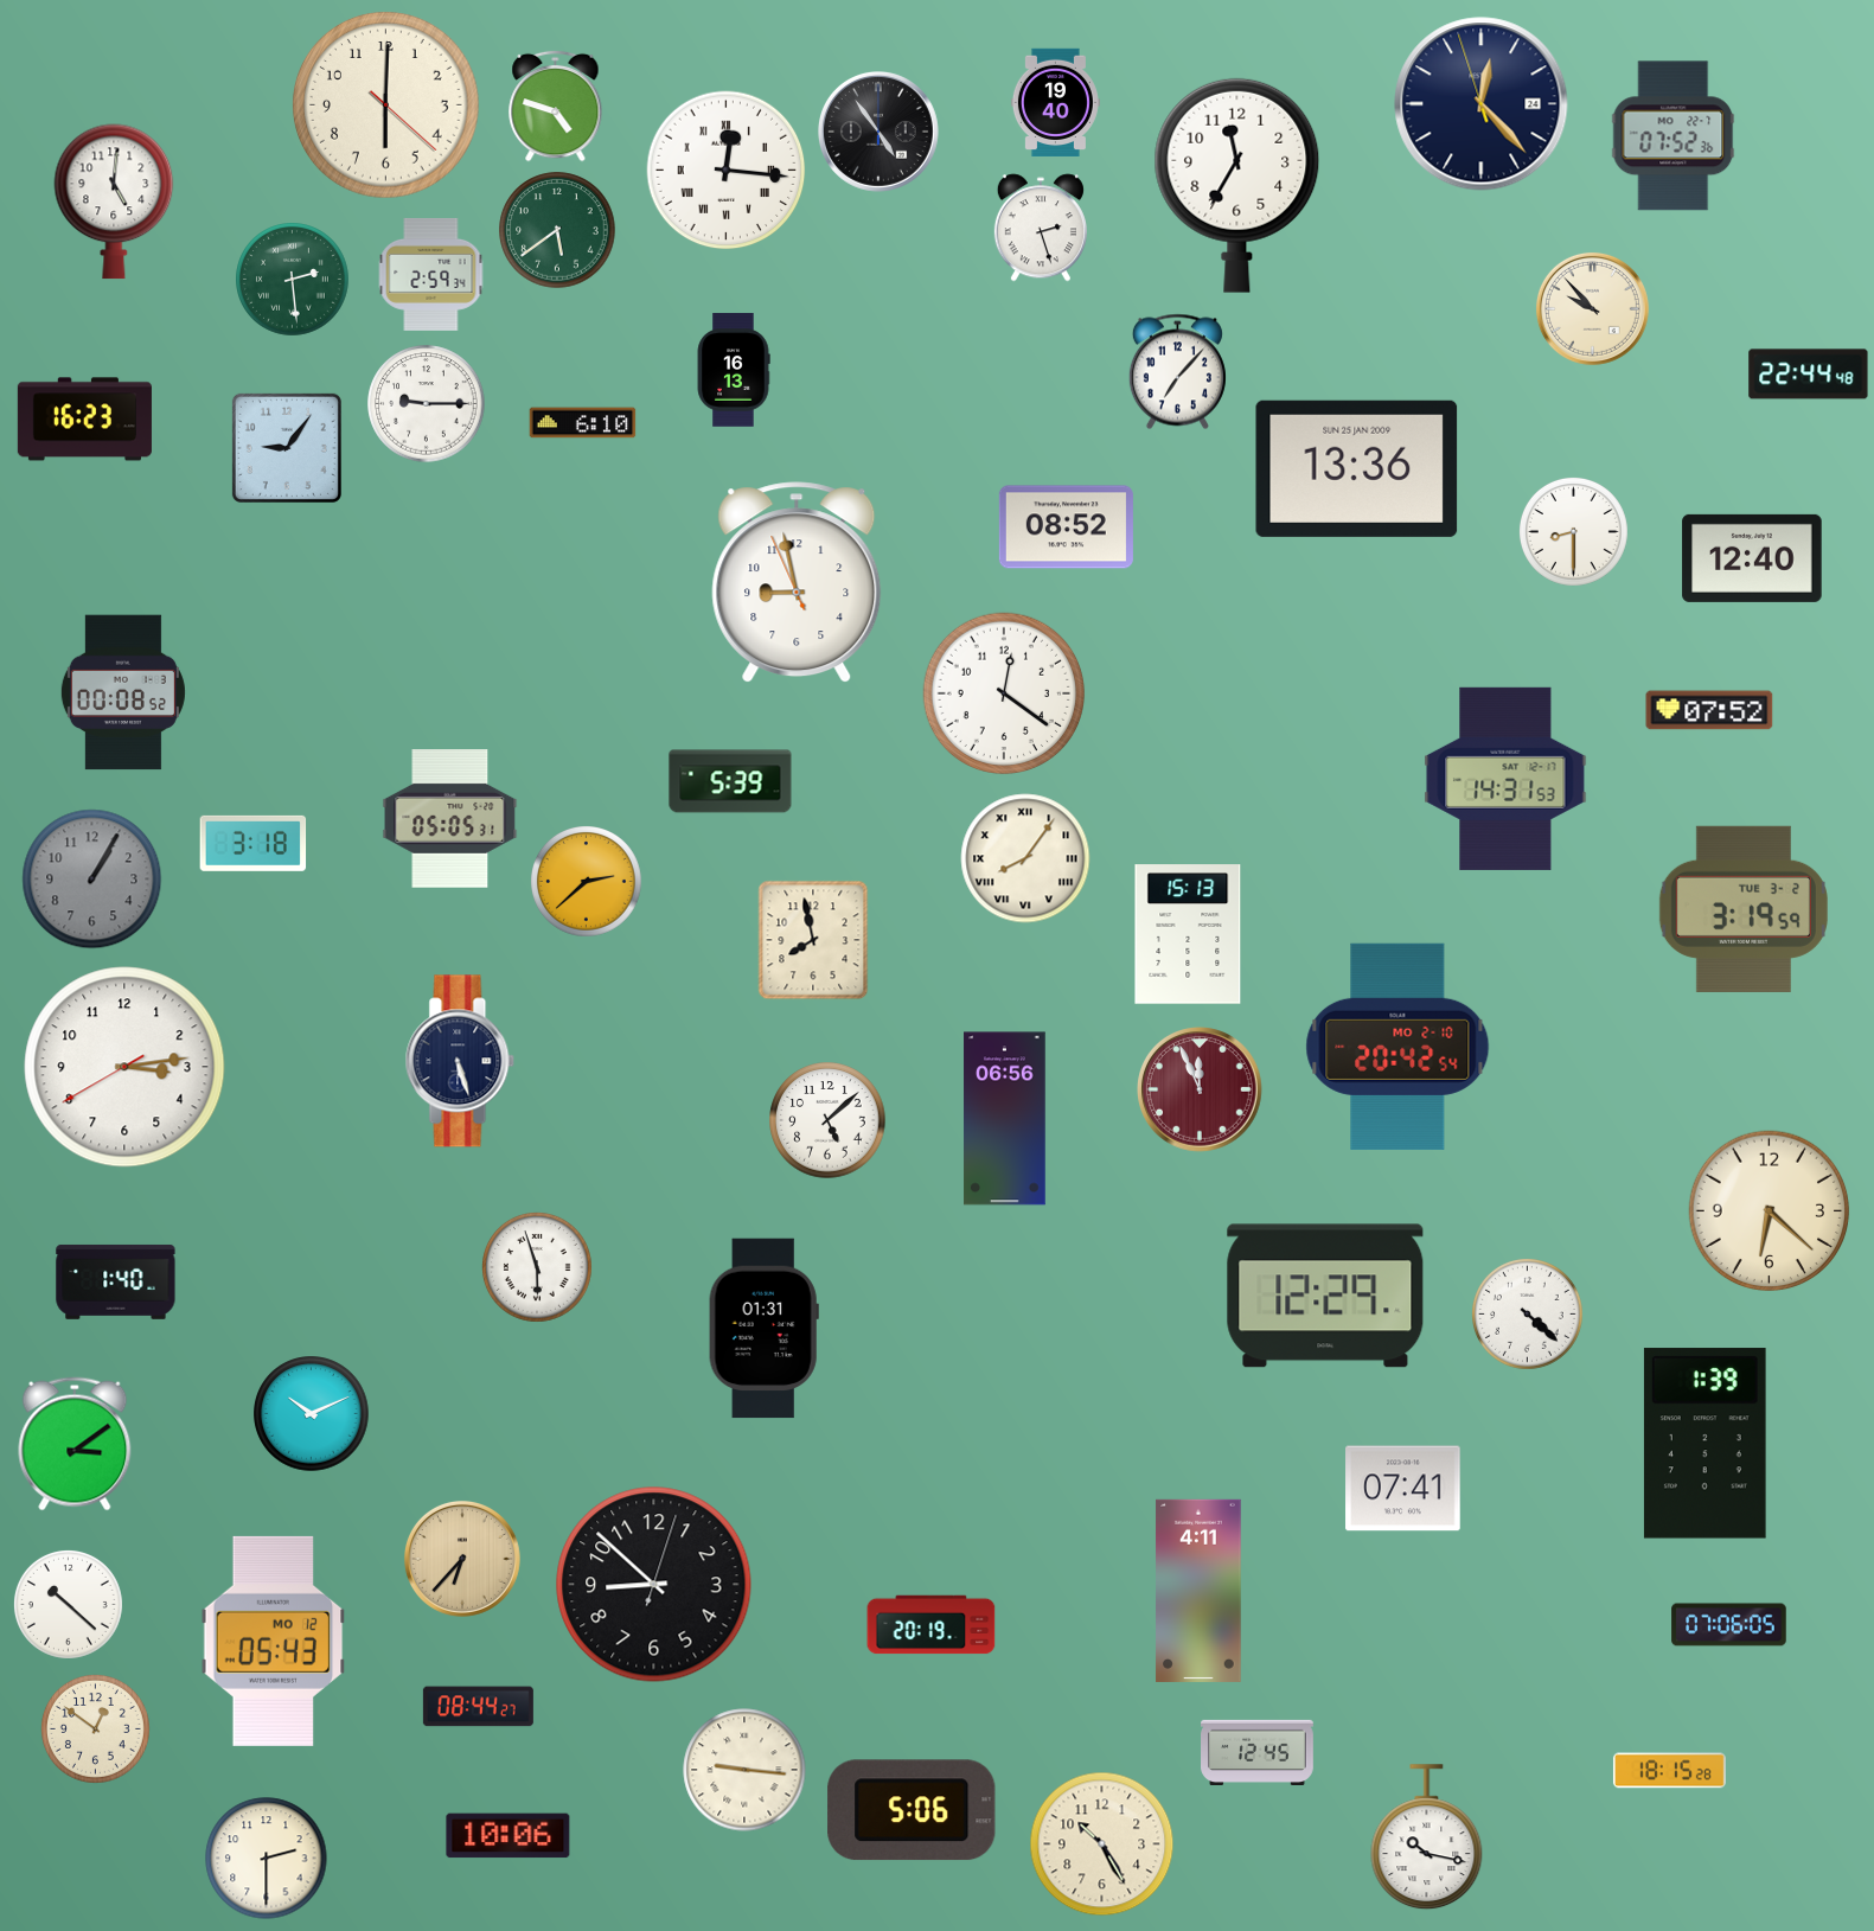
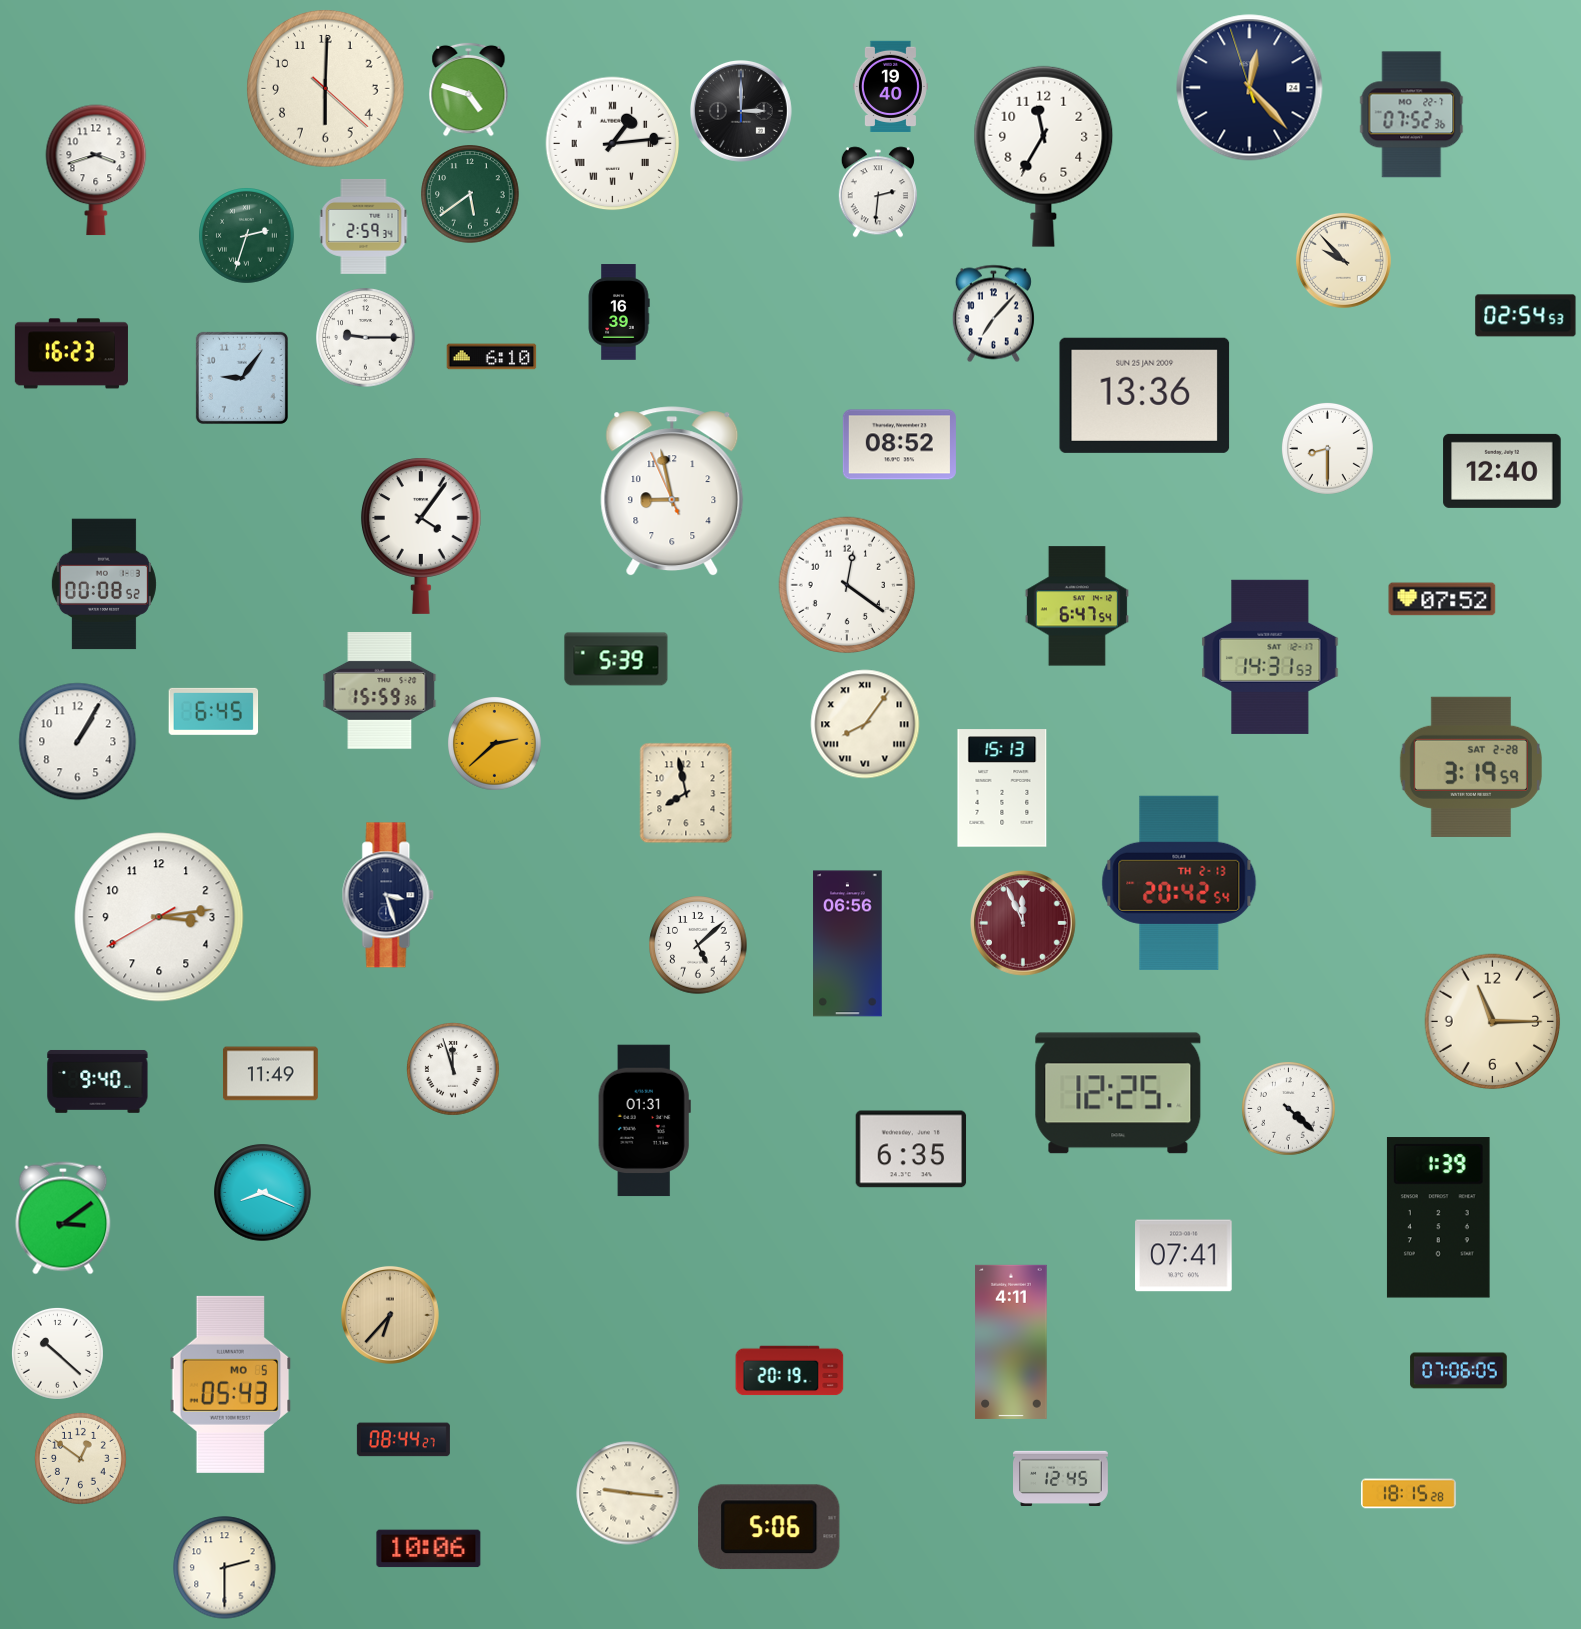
clock at (880, 133): 4:54 -> 3:00
clock at (727, 171): 12:16 -> 1:14
clock at (114, 202): 5:01 -> 3:42
clock at (1041, 228): 2:27 -> 2:31
clock at (431, 274) position: (431, 274) -> (364, 226)
clock at (293, 280): 2:29 -> 2:33
clock at (734, 370): 16:13 -> 16:39
clock at (1809, 375): 22:44 -> 02:54
clock at (427, 404) position: (427, 404) -> (366, 338)
clock at (1752, 558) position: (1752, 558) -> (1502, 471)
clock at (421, 536): none -> 4:06
clock at (1077, 606): none -> 6:47
clock at (450, 819): 05:05 -> 15:59
clock at (254, 843): 3:18 -> 6:45
clock at (92, 880) dial: grey -> white
clock at (1744, 909) date: TUE 3-2 -> SAT 2-28
clock at (1397, 1047) date: MO 2-10 -> TH 2-13
clock at (460, 1061): 5:27 -> 3:27
clock at (124, 1067) position: (124, 1067) -> (159, 917)
clock at (1201, 1091) position: (1201, 1091) -> (1024, 924)
clock at (1770, 1211): 6:22 -> 11:15
clock at (537, 1267): 5:57 -> 11:57
clock at (270, 1074): none -> 11:49
clock at (116, 1281): 1:40 -> 9:40
clock at (1325, 1296): 12:29 -> 12:25
clock at (911, 1149): none -> 6:35
clock at (312, 1414): 10:11 -> 8:19
clock at (654, 1585): 8:52 -> none
clock at (932, 1625) position: (932, 1625) -> (790, 1371)
clock at (274, 1641) date: MO 12 -> MO 5
clock at (1427, 1837): 10:17 -> none
clock at (1102, 1844): 10:25 -> none
